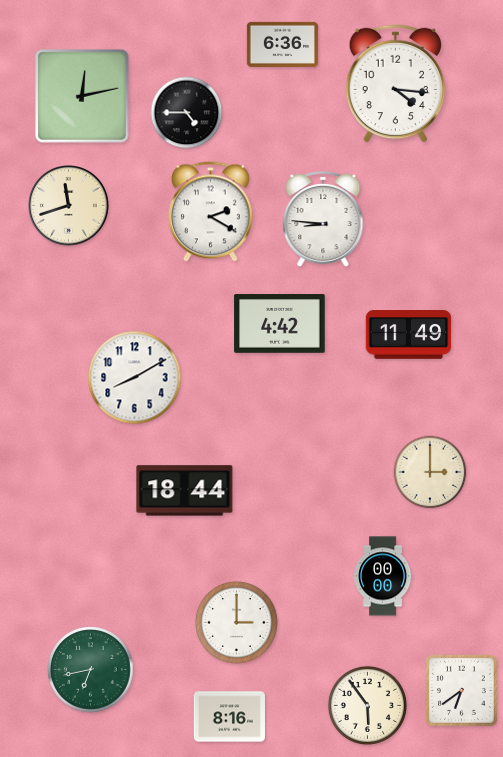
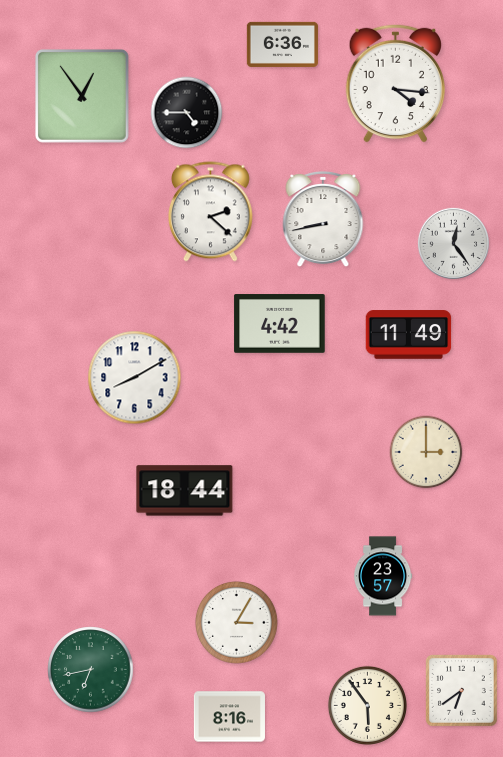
clock at (82, 96): 12:13 -> 12:54
clock at (69, 206): 11:42 -> none
clock at (210, 212): 2:20 -> 2:22
clock at (323, 219): 8:46 -> 8:43
clock at (453, 243): none -> 12:24
clock at (430, 472) position: (430, 472) -> (426, 452)
clock at (383, 576): 00:00 -> 23:57
clock at (236, 622): 3:00 -> 3:05
